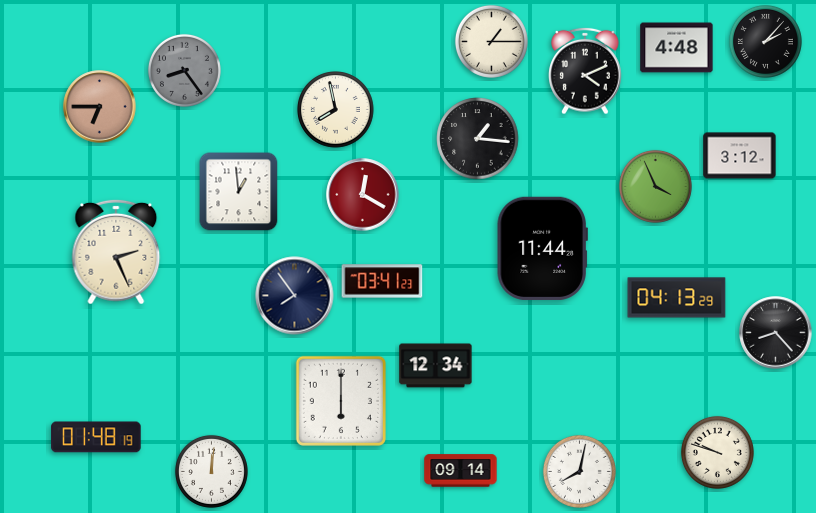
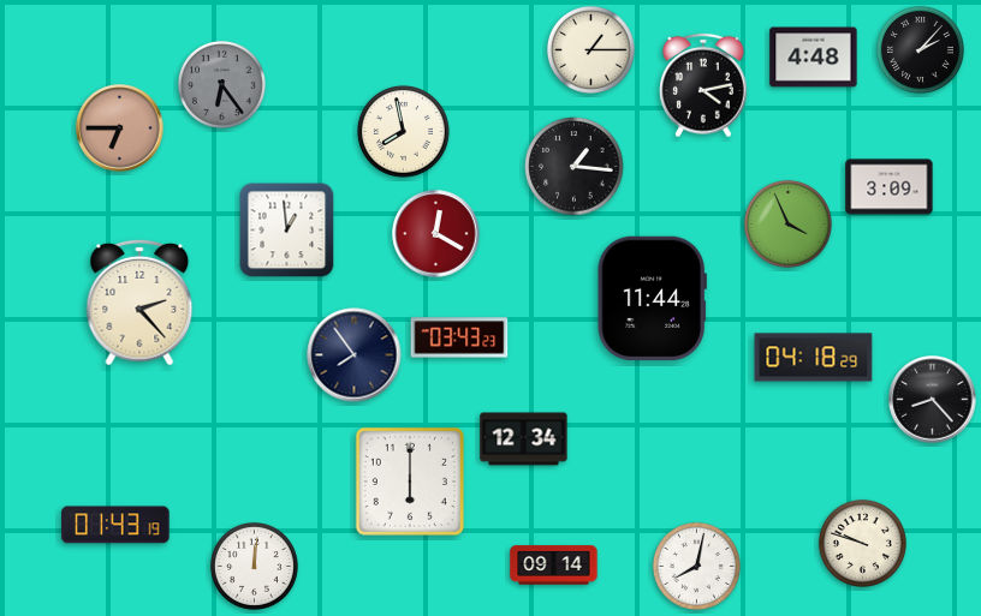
clock at (184, 70): 8:24 -> 6:24
clock at (585, 71): 4:11 -> 4:13
clock at (740, 156): 3:12 -> 3:09
clock at (116, 252): 2:26 -> 2:23
clock at (382, 281): 03:41 -> 03:43
clock at (677, 298): 04:13 -> 04:18
clock at (96, 437): 01:48 -> 01:43
